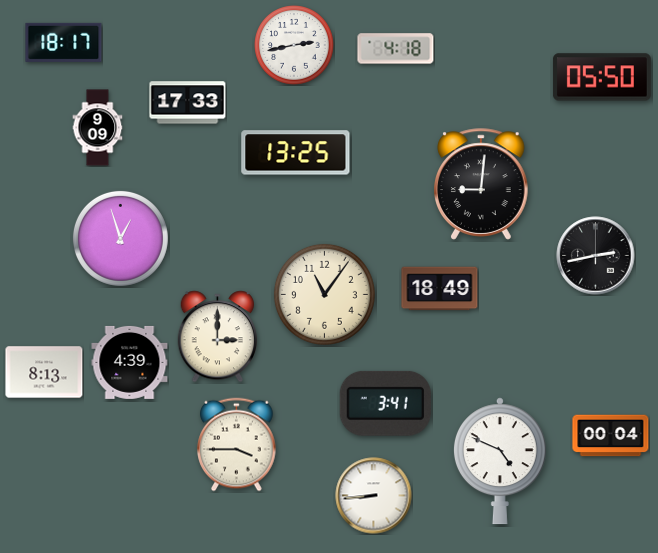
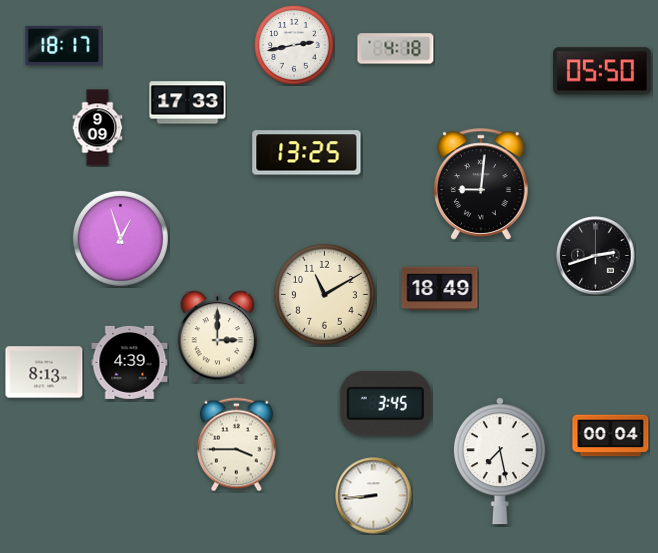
clock at (64, 42) position: (64, 42) -> (64, 45)
clock at (602, 77) position: (602, 77) -> (602, 71)
clock at (296, 153) position: (296, 153) -> (307, 153)
clock at (596, 256): 2:43 -> 2:42
clock at (324, 294): 11:06 -> 11:10
clock at (385, 403): 3:41 -> 3:45
clock at (500, 461): 4:49 -> 7:28
